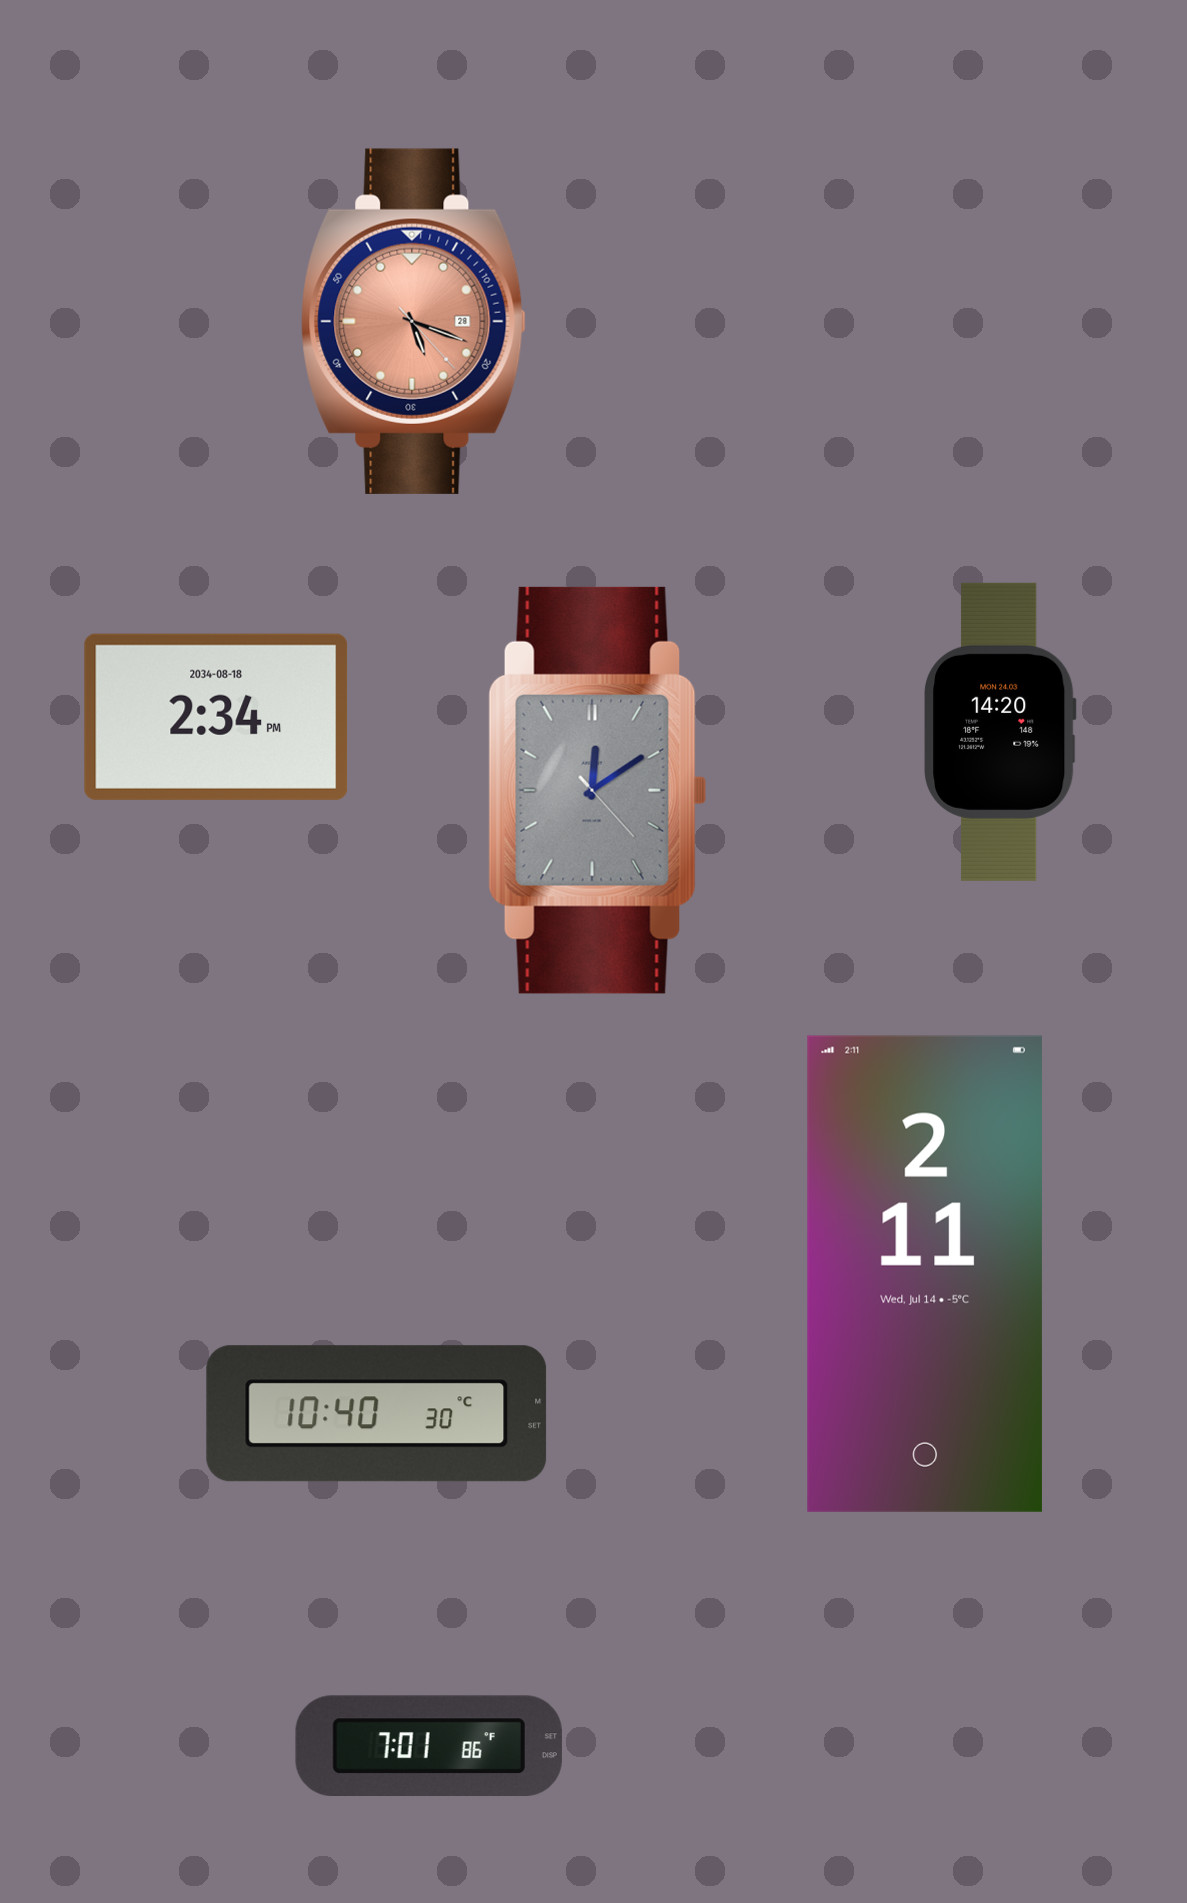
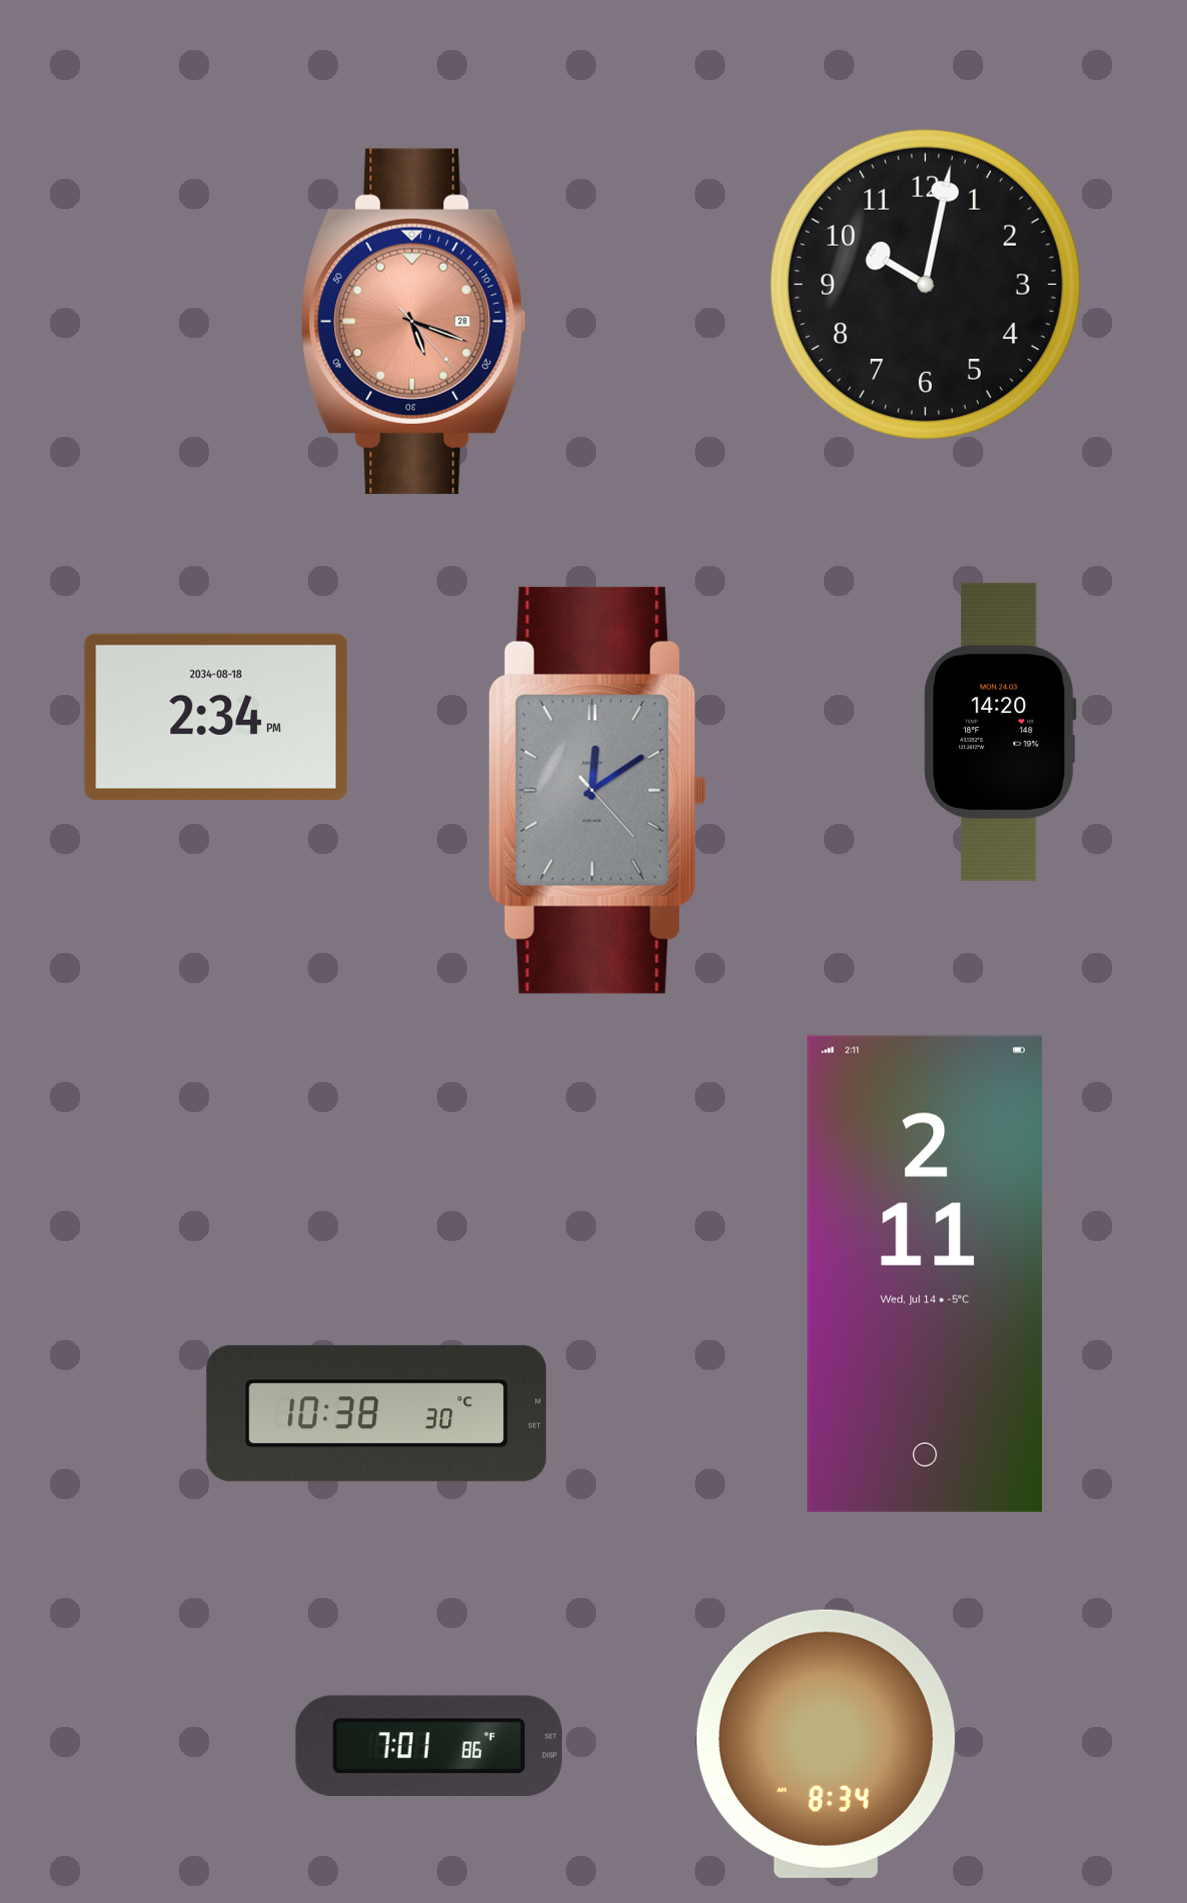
clock at (925, 284): none -> 10:02
clock at (377, 1414): 10:40 -> 10:38
clock at (826, 1744): none -> 8:34
